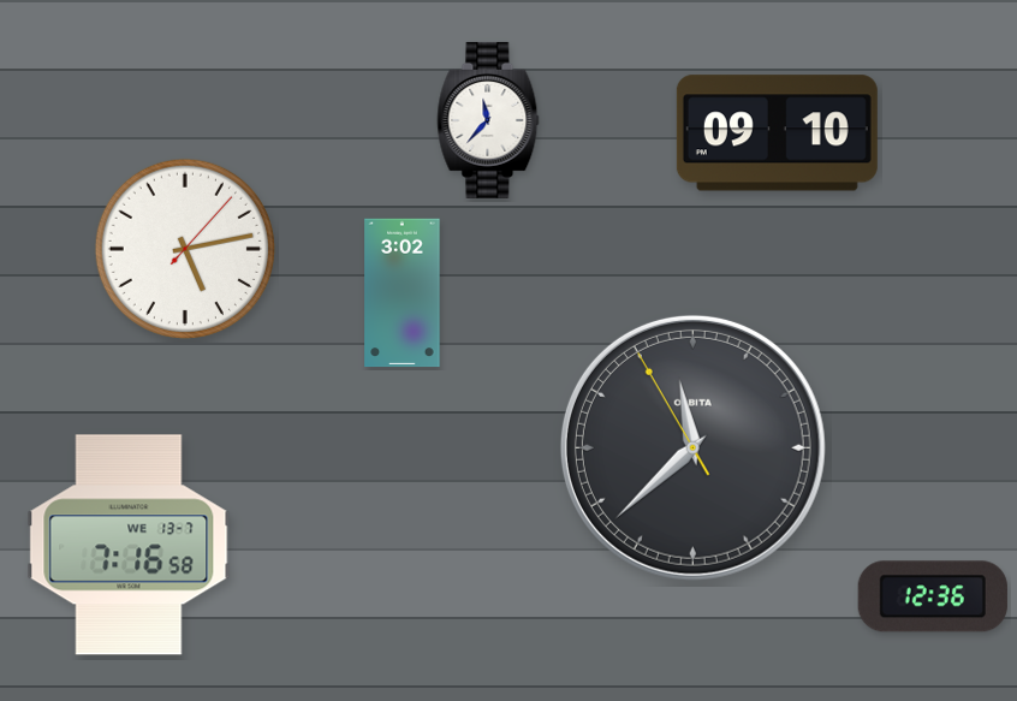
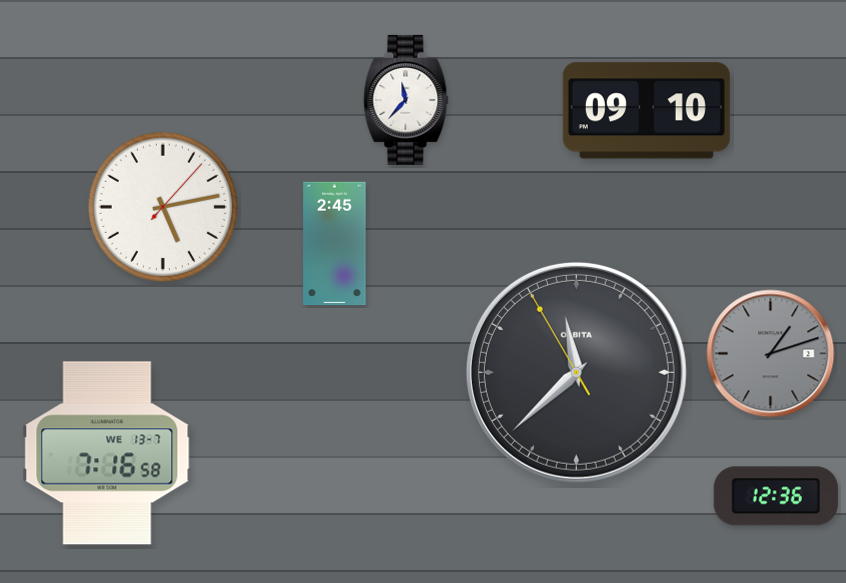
clock at (185, 249) position: (185, 249) -> (163, 207)
clock at (403, 293): 3:02 -> 2:45
clock at (771, 354): none -> 1:12
